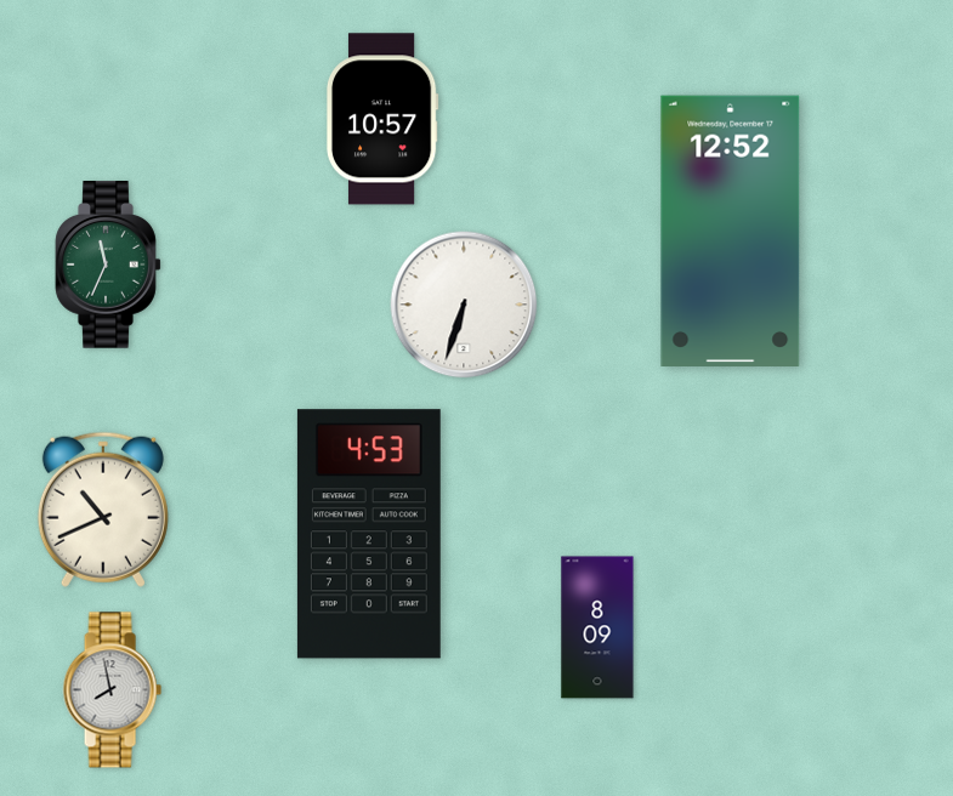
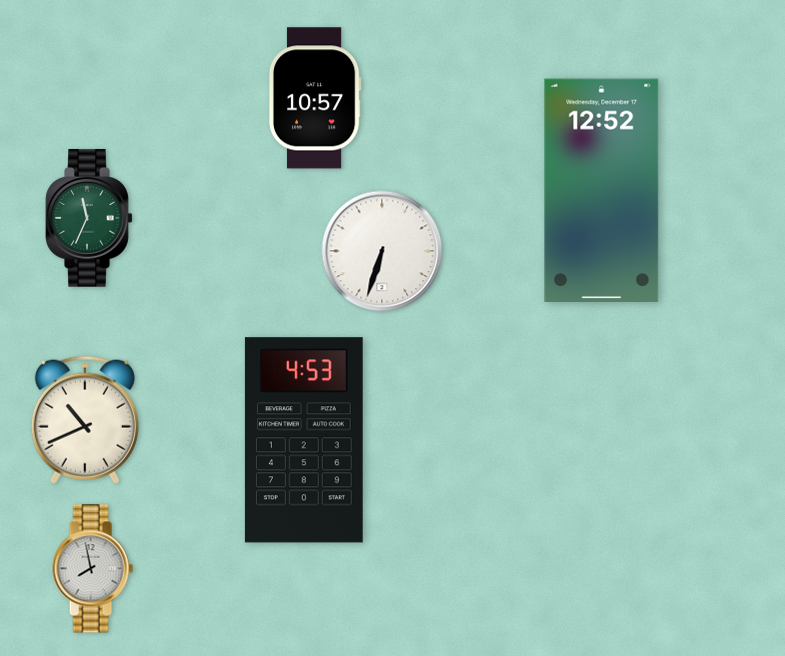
clock at (597, 627): 8:09 -> none
